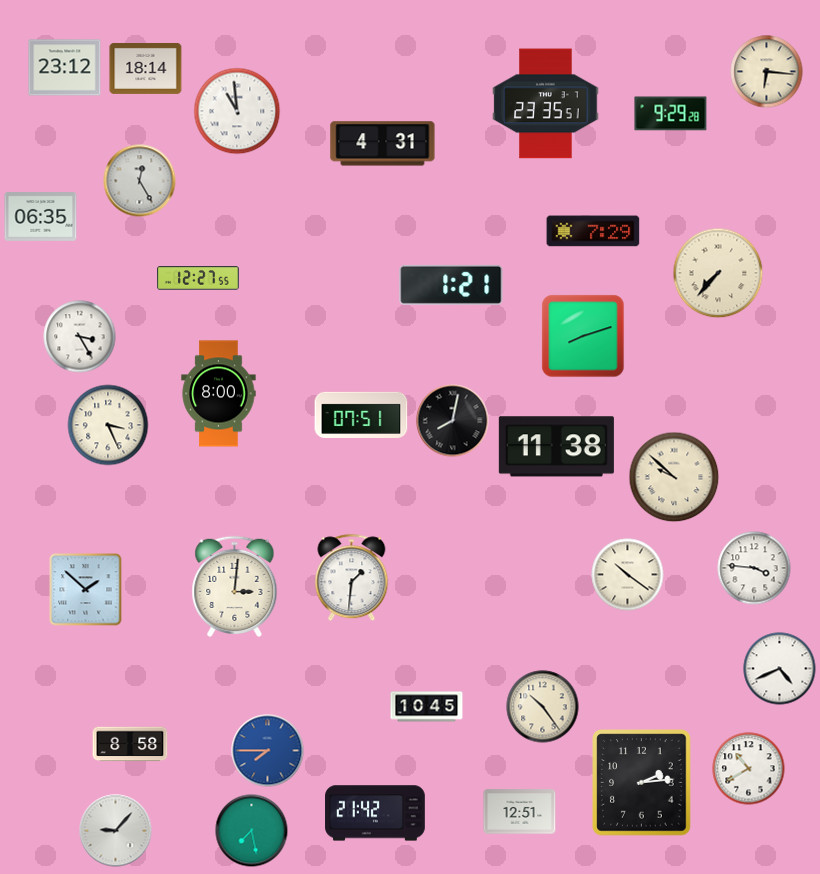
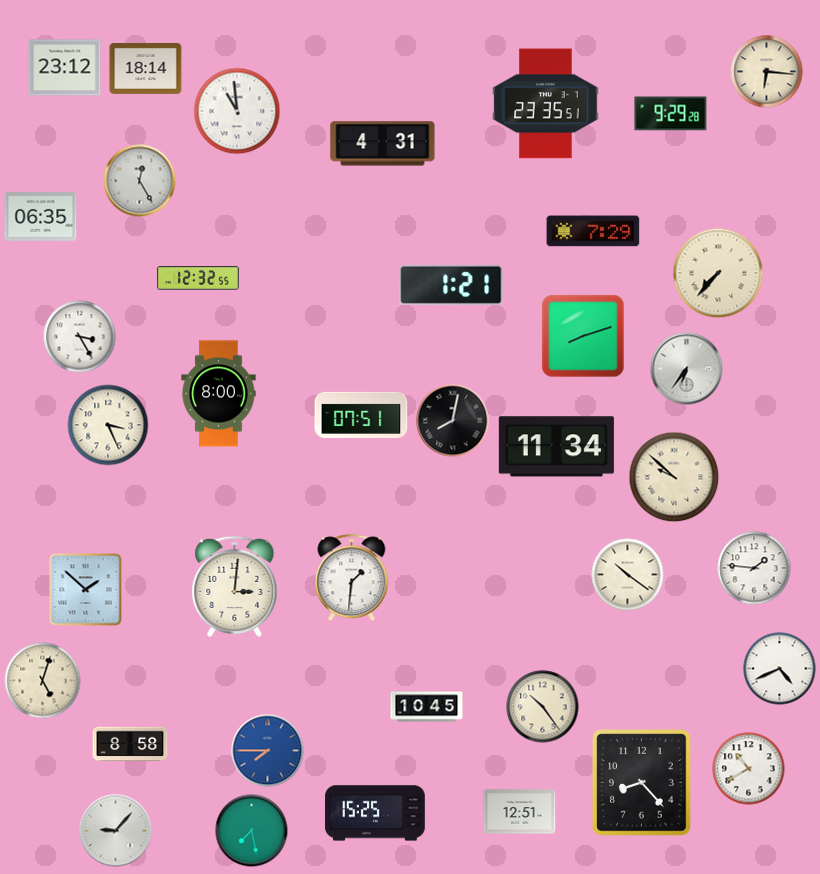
clock at (198, 278): 12:27 -> 12:32
clock at (687, 369): none -> 6:36
clock at (556, 447): 11:38 -> 11:34
clock at (754, 568): 3:46 -> 1:46
clock at (43, 681): none -> 5:03
clock at (642, 783): 2:14 -> 8:23
clock at (375, 813): 21:42 -> 15:25
